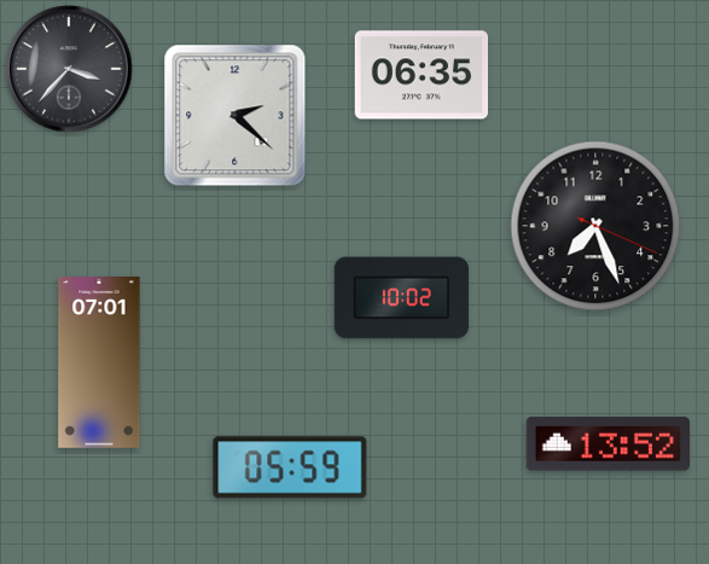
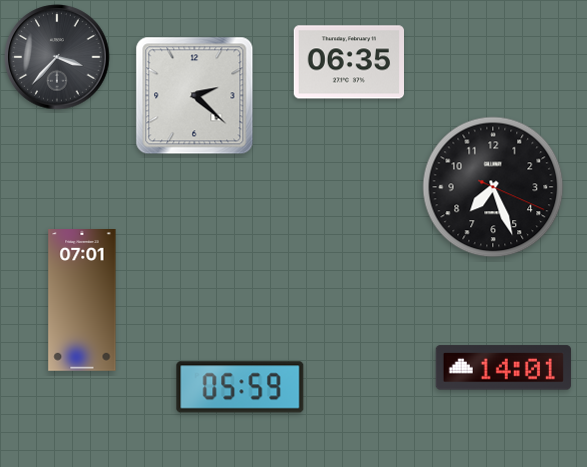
clock at (401, 298): 10:02 -> none
clock at (608, 444): 13:52 -> 14:01
